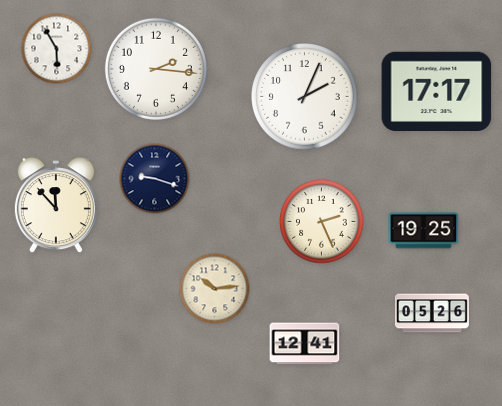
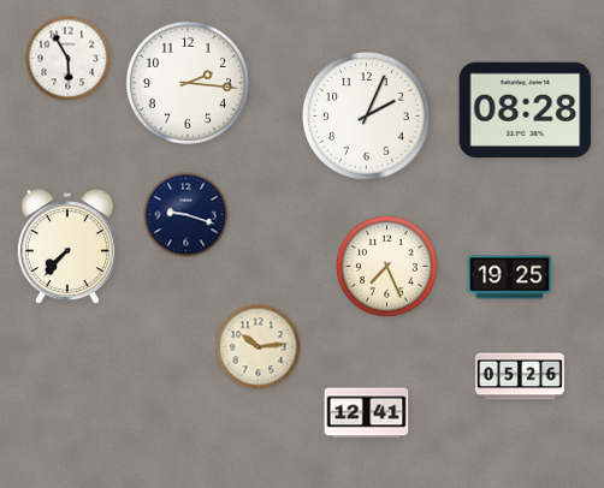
clock at (437, 92): 17:17 -> 08:28
clock at (56, 206): 11:53 -> 7:37
clock at (322, 222): 2:26 -> 7:26
